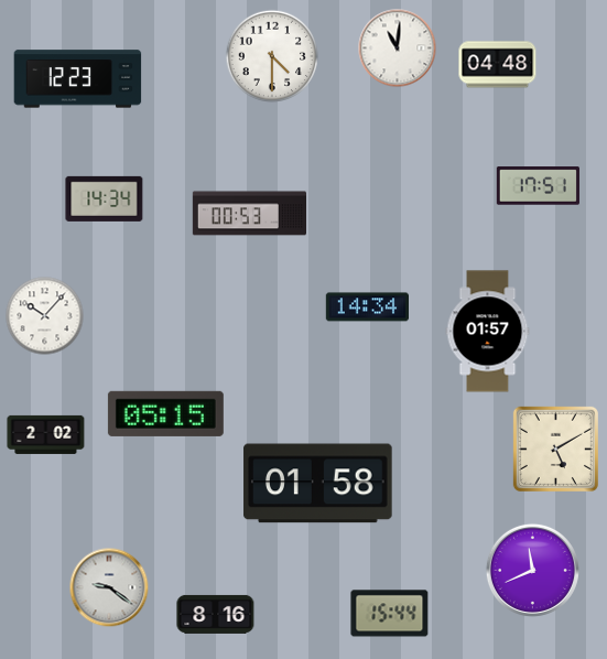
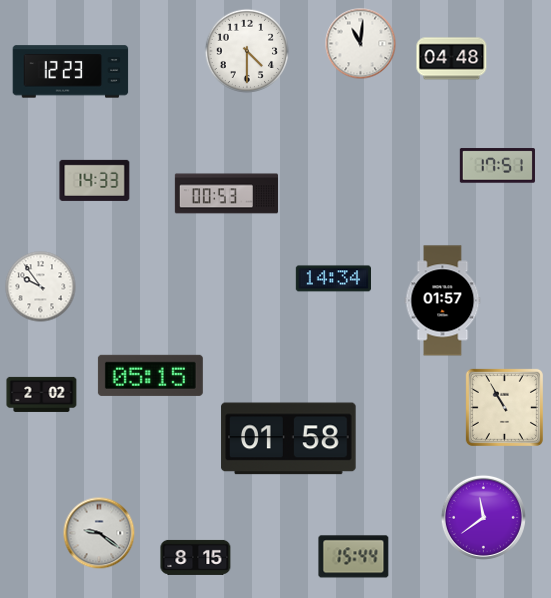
clock at (538, 186) position: (538, 186) -> (497, 166)
clock at (105, 198): 14:34 -> 14:33
clock at (45, 316): 10:07 -> 9:54
clock at (555, 449): 5:10 -> 10:55
clock at (532, 570): 11:41 -> 11:39
clock at (216, 614): 8:16 -> 8:15
